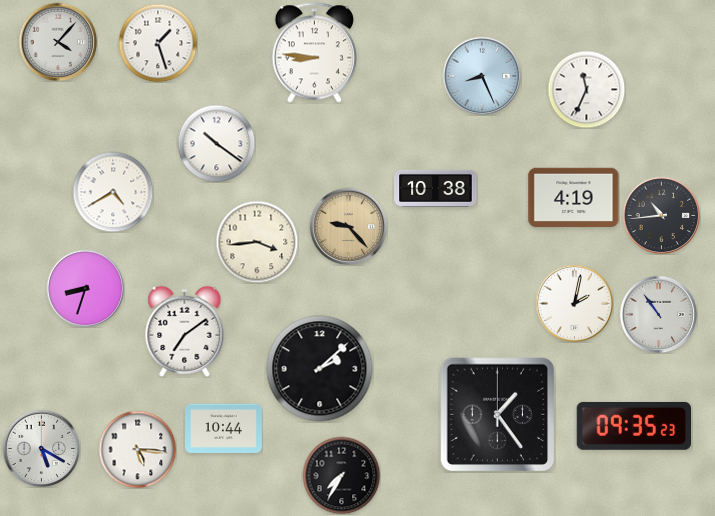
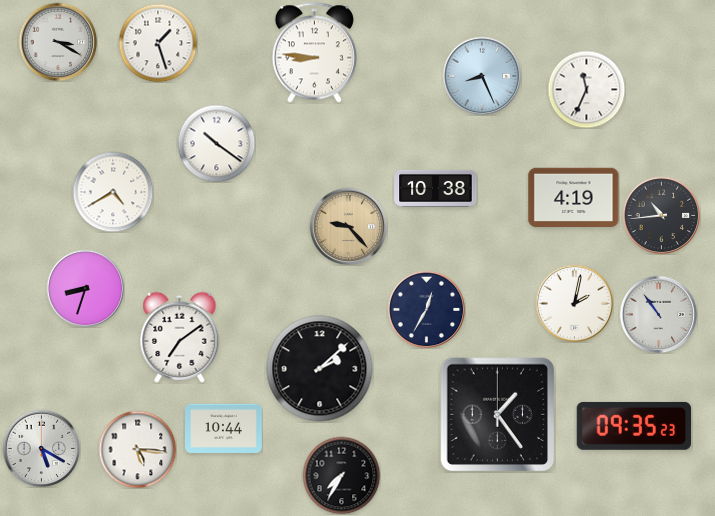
clock at (58, 42): 4:07 -> 3:20
clock at (257, 242): 3:44 -> none
clock at (426, 309): none -> 12:35
clock at (185, 331) position: (185, 331) -> (180, 337)
